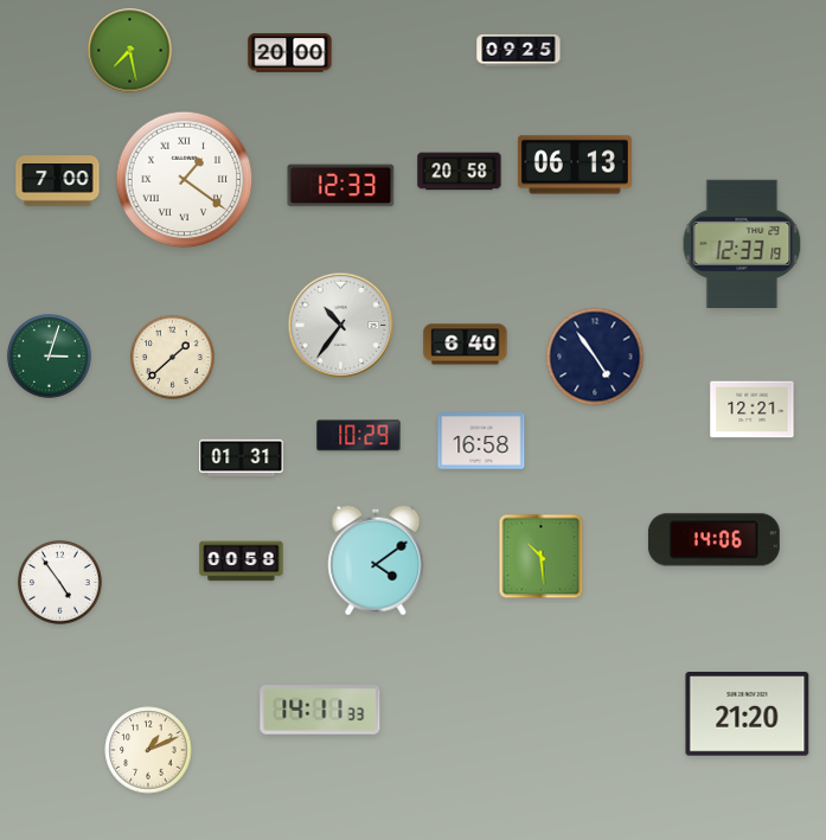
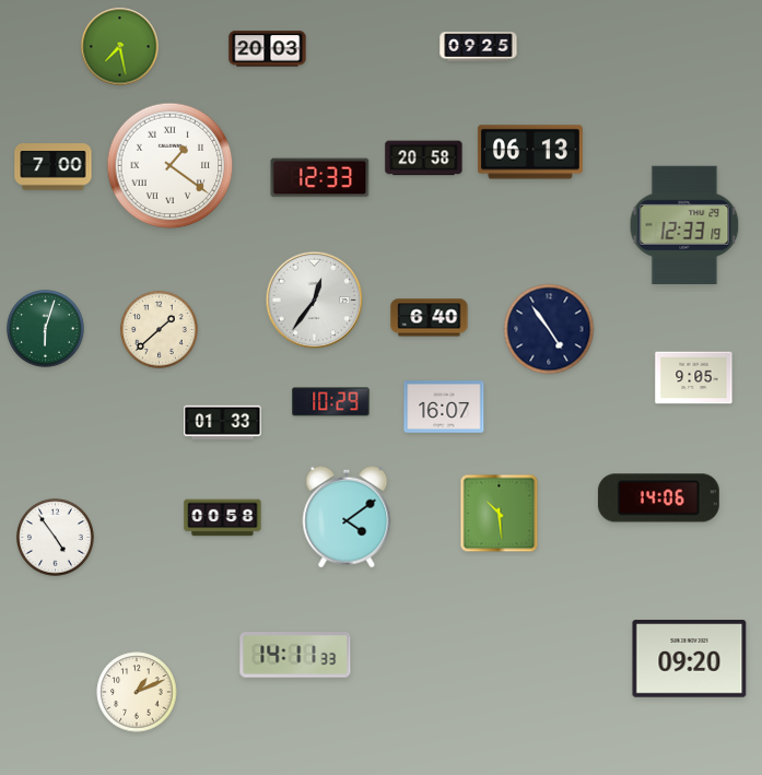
clock at (290, 53): 20:00 -> 20:03
clock at (341, 186) position: (341, 186) -> (320, 178)
clock at (341, 326): 10:36 -> 12:36
clock at (50, 357): 3:03 -> 6:03
clock at (753, 410): 12:21 -> 9:05
clock at (481, 441): 16:58 -> 16:07
clock at (242, 457): 01:31 -> 01:33
clock at (748, 714): 21:20 -> 09:20
